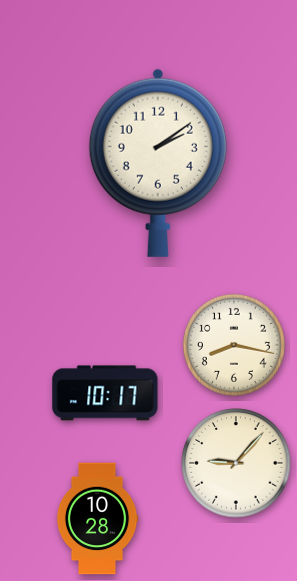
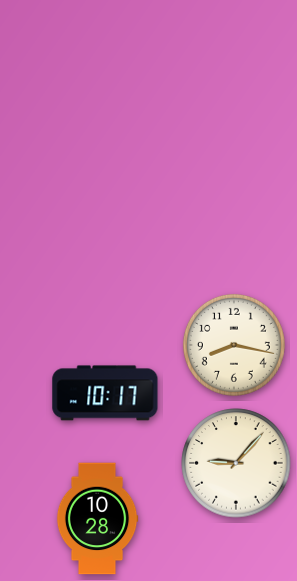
clock at (158, 163): 2:09 -> none
